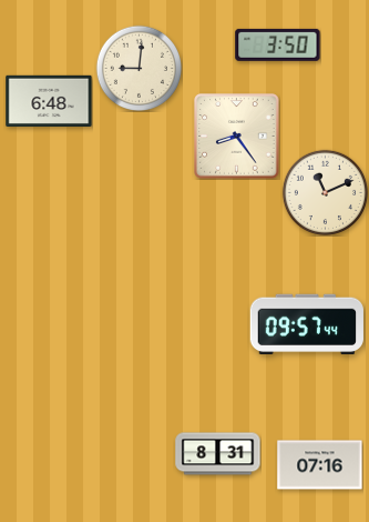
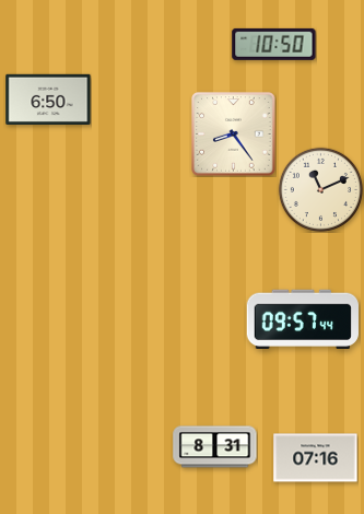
clock at (278, 44): 3:50 -> 10:50
clock at (139, 68): 9:01 -> none
clock at (49, 100): 6:48 -> 6:50
